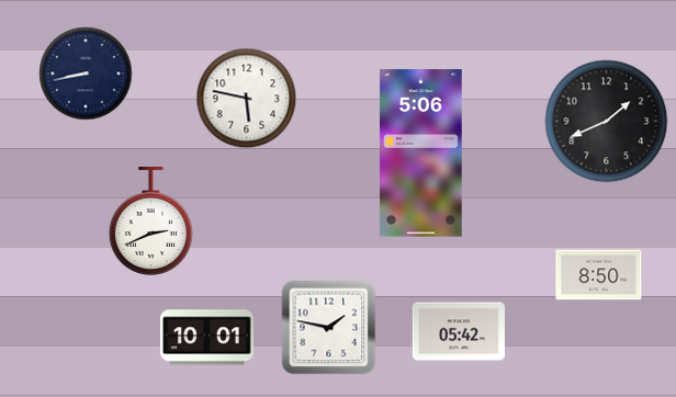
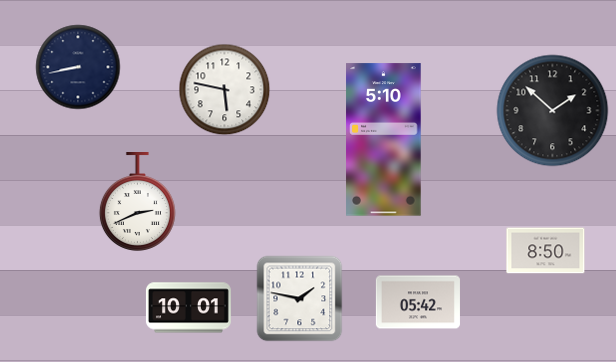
clock at (607, 122): 1:41 -> 1:52
clock at (421, 154): 5:06 -> 5:10
